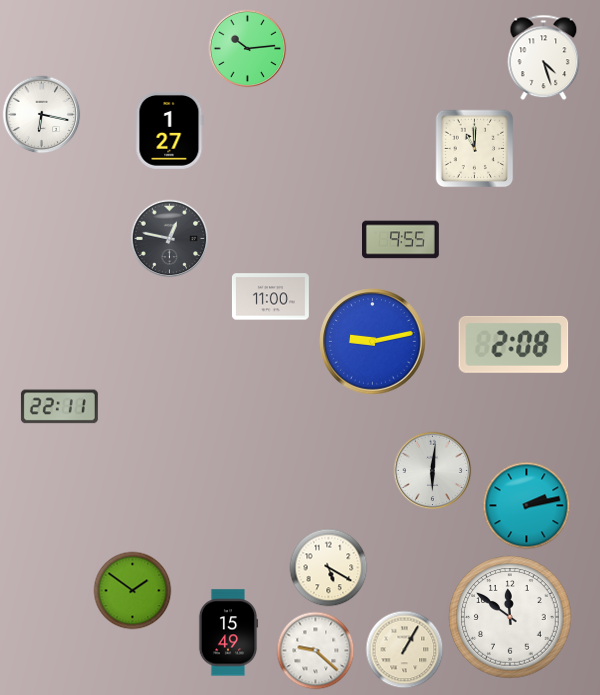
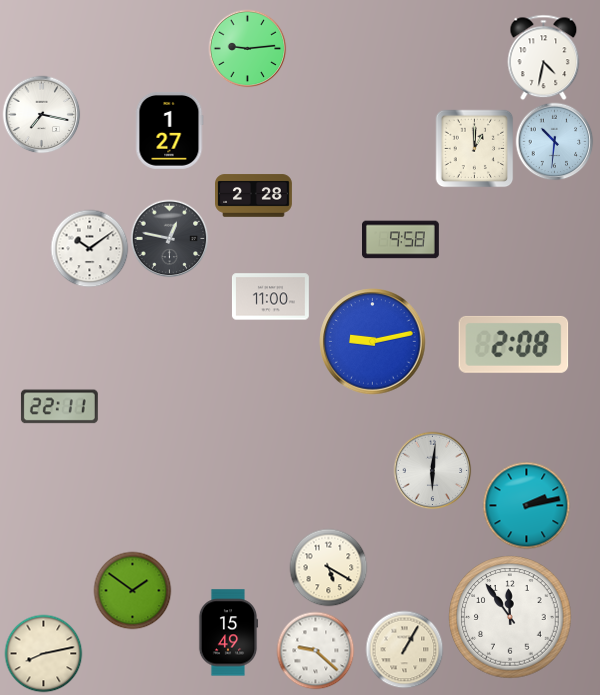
clock at (247, 48): 10:14 -> 9:14
clock at (544, 57): 4:27 -> 4:32
clock at (41, 114): 6:17 -> 7:17
clock at (554, 141): none -> 10:31
clock at (474, 148): 11:00 -> 1:00
clock at (254, 196): none -> 2:28
clock at (401, 240): 9:55 -> 9:58
clock at (89, 248): none -> 10:09
clock at (510, 617): 11:51 -> 11:54
clock at (43, 653): none -> 8:13
